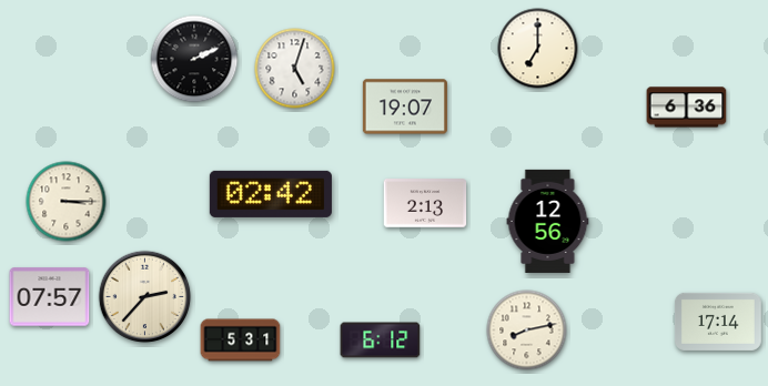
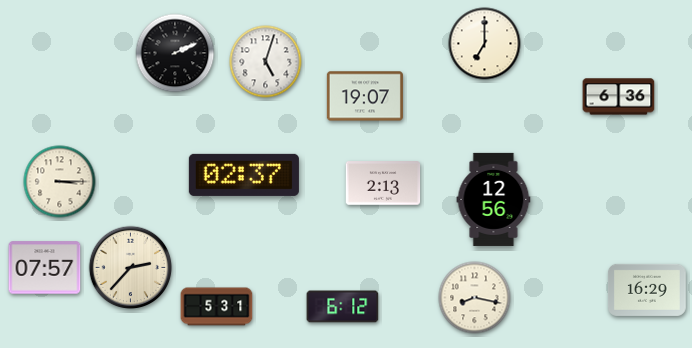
clock at (271, 194): 02:42 -> 02:37
clock at (719, 322): 17:14 -> 16:29
clock at (527, 331): 8:13 -> 8:17
